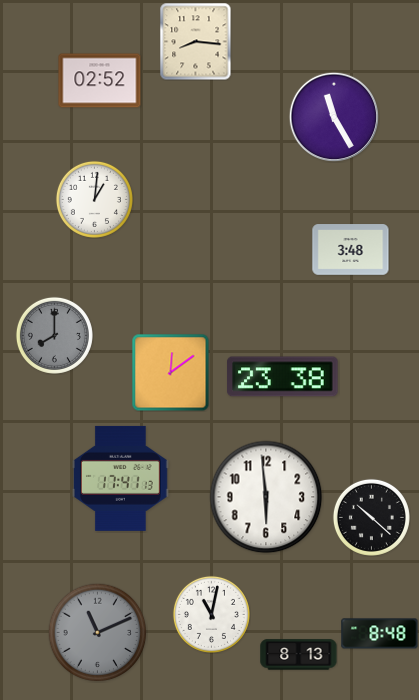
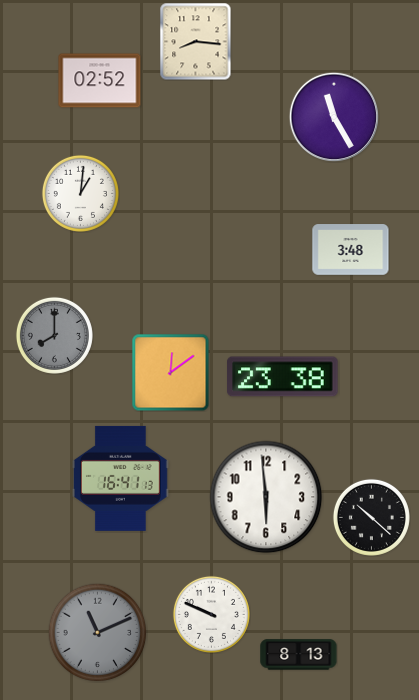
clock at (94, 199) position: (94, 199) -> (80, 193)
clock at (121, 478): 17:41 -> 16:41
clock at (211, 614): 11:02 -> 9:49
clock at (380, 634): 8:48 -> none
